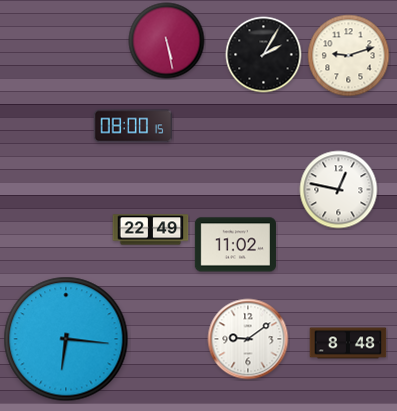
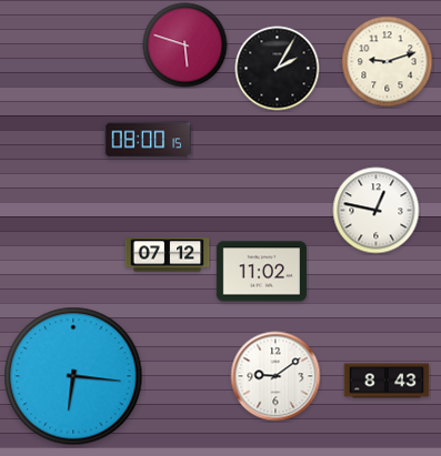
clock at (167, 41): 5:28 -> 5:48
clock at (264, 55) position: (264, 55) -> (278, 69)
clock at (151, 230): 22:49 -> 07:12
clock at (348, 343): 8:48 -> 8:43
